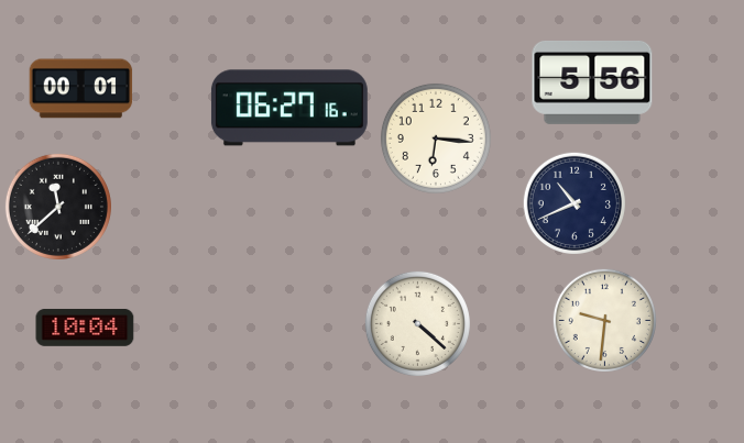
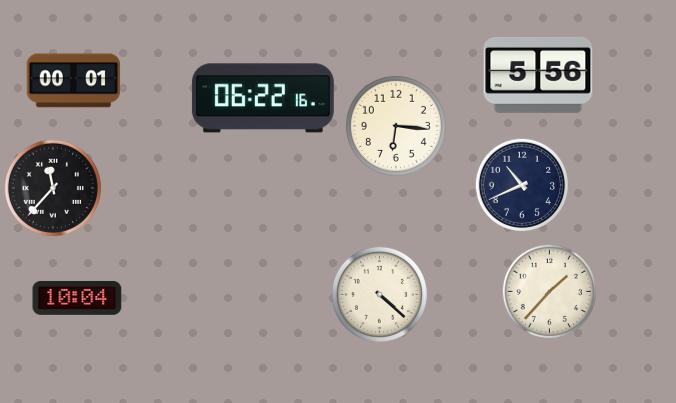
clock at (289, 108): 06:27 -> 06:22
clock at (58, 207): 11:38 -> 11:37
clock at (604, 320): 9:31 -> 1:37
